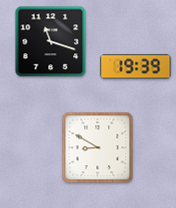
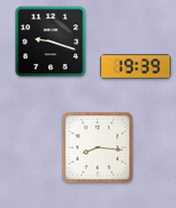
clock at (51, 42): 11:18 -> 9:18
clock at (98, 148): 8:50 -> 8:16
